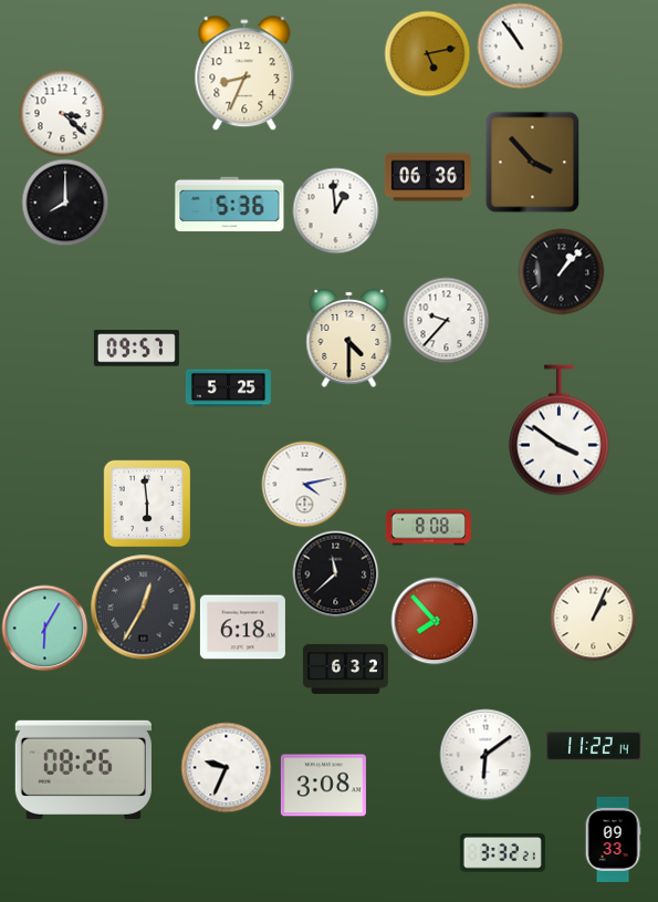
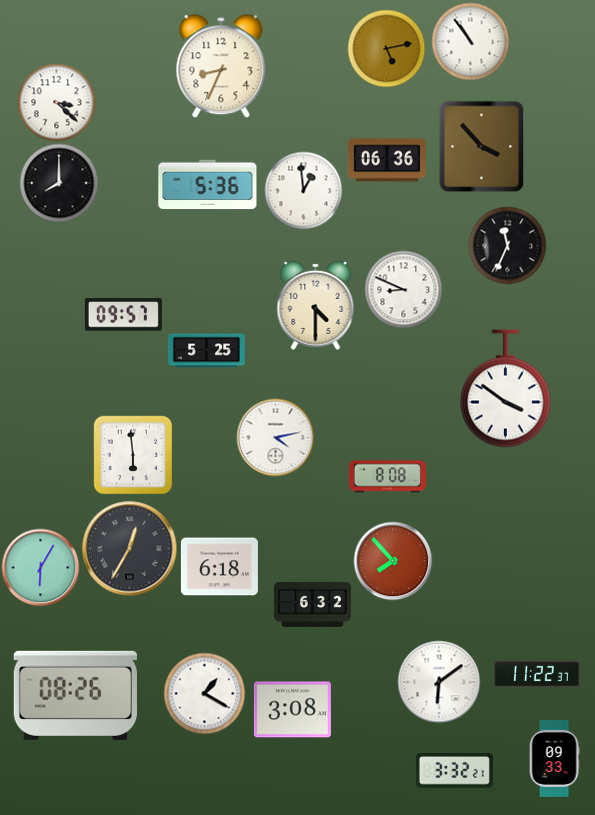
clock at (561, 271): 1:07 -> 11:34
clock at (446, 320): 9:37 -> 8:49
clock at (335, 573): 11:38 -> none
clock at (593, 618): 1:04 -> none
clock at (594, 746): 11:22:14 -> 11:22:37
clock at (226, 767): 9:34 -> 1:20
